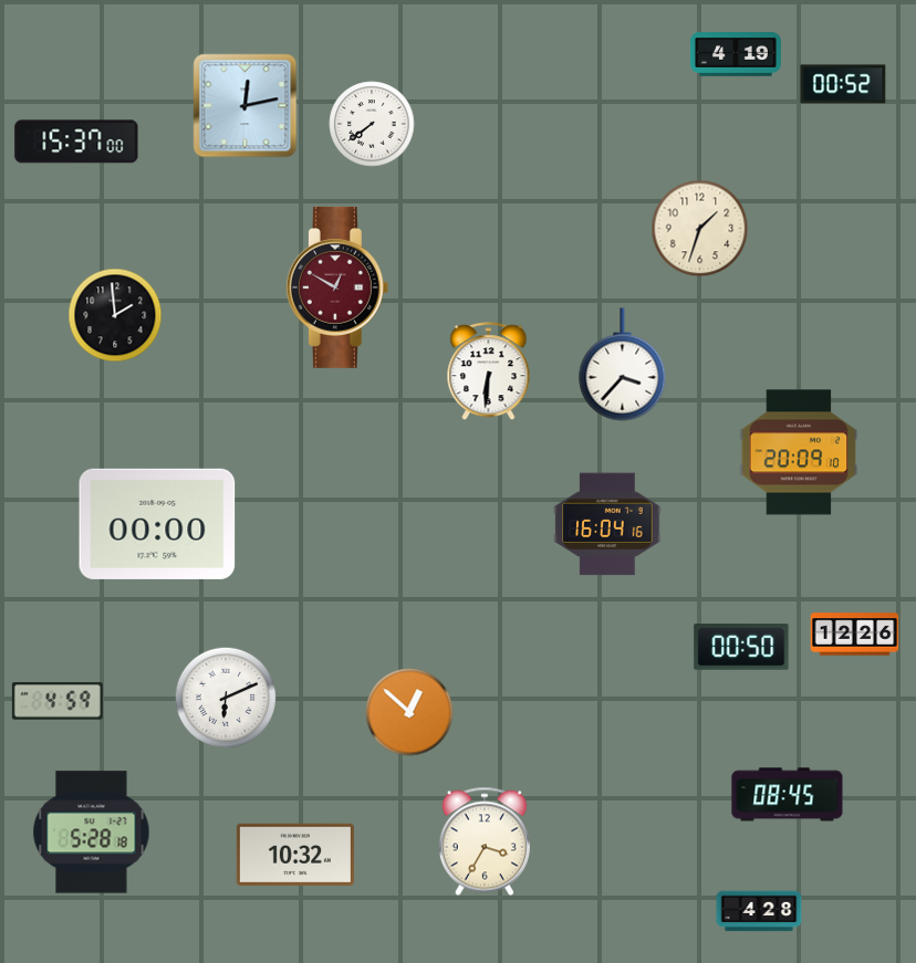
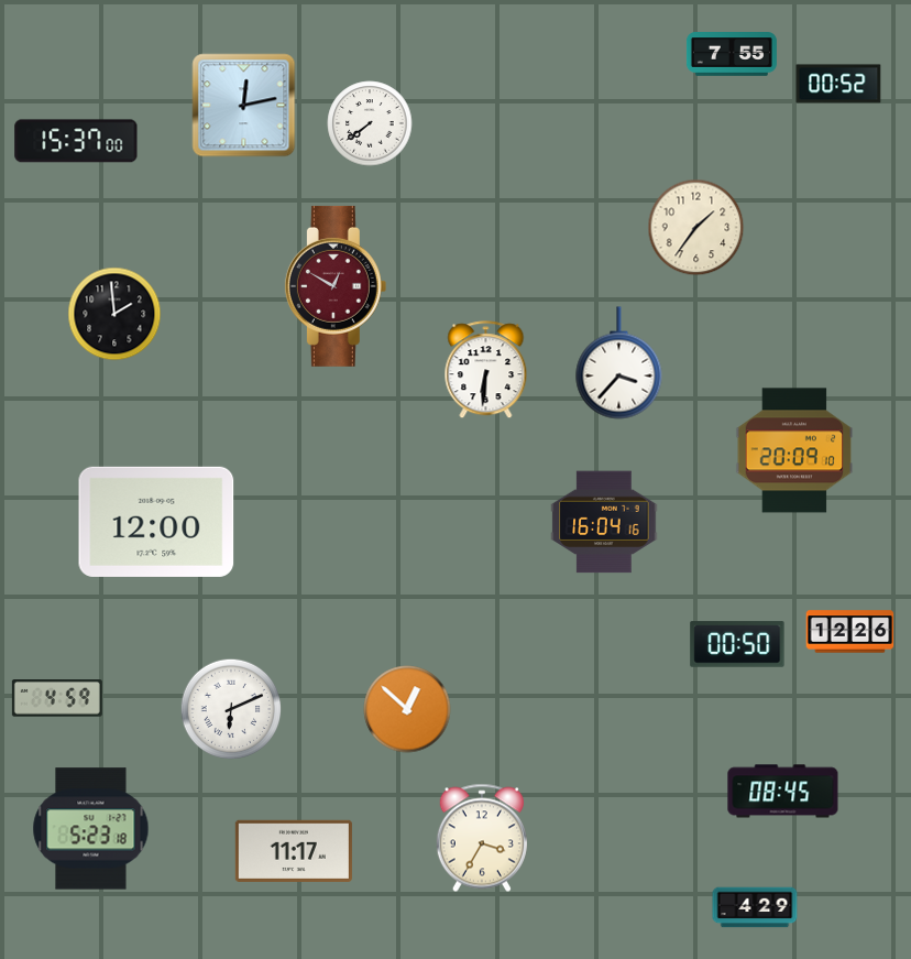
clock at (736, 55): 4:19 -> 7:55
clock at (700, 229): 1:33 -> 1:36
clock at (157, 524): 00:00 -> 12:00
clock at (226, 698) position: (226, 698) -> (231, 709)
clock at (92, 833): 5:28 -> 5:23
clock at (295, 855): 10:32 -> 11:17
clock at (759, 911): 4:28 -> 4:29
